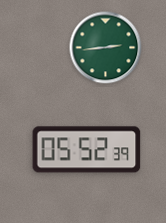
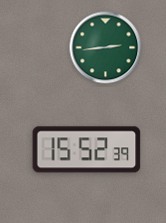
clock at (87, 150): 05:52 -> 15:52
